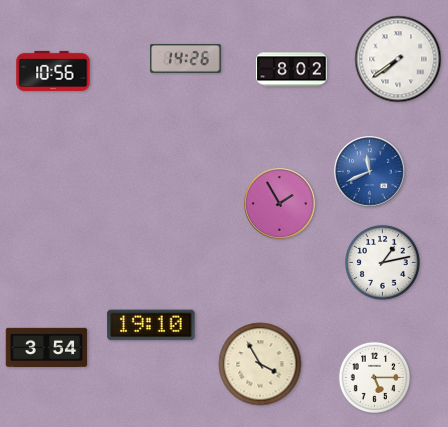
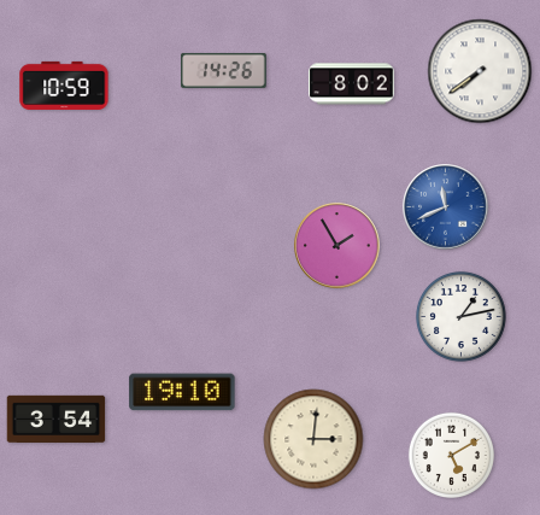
clock at (53, 71): 10:56 -> 10:59
clock at (260, 364): 3:55 -> 3:01
clock at (374, 377): 5:15 -> 5:10
